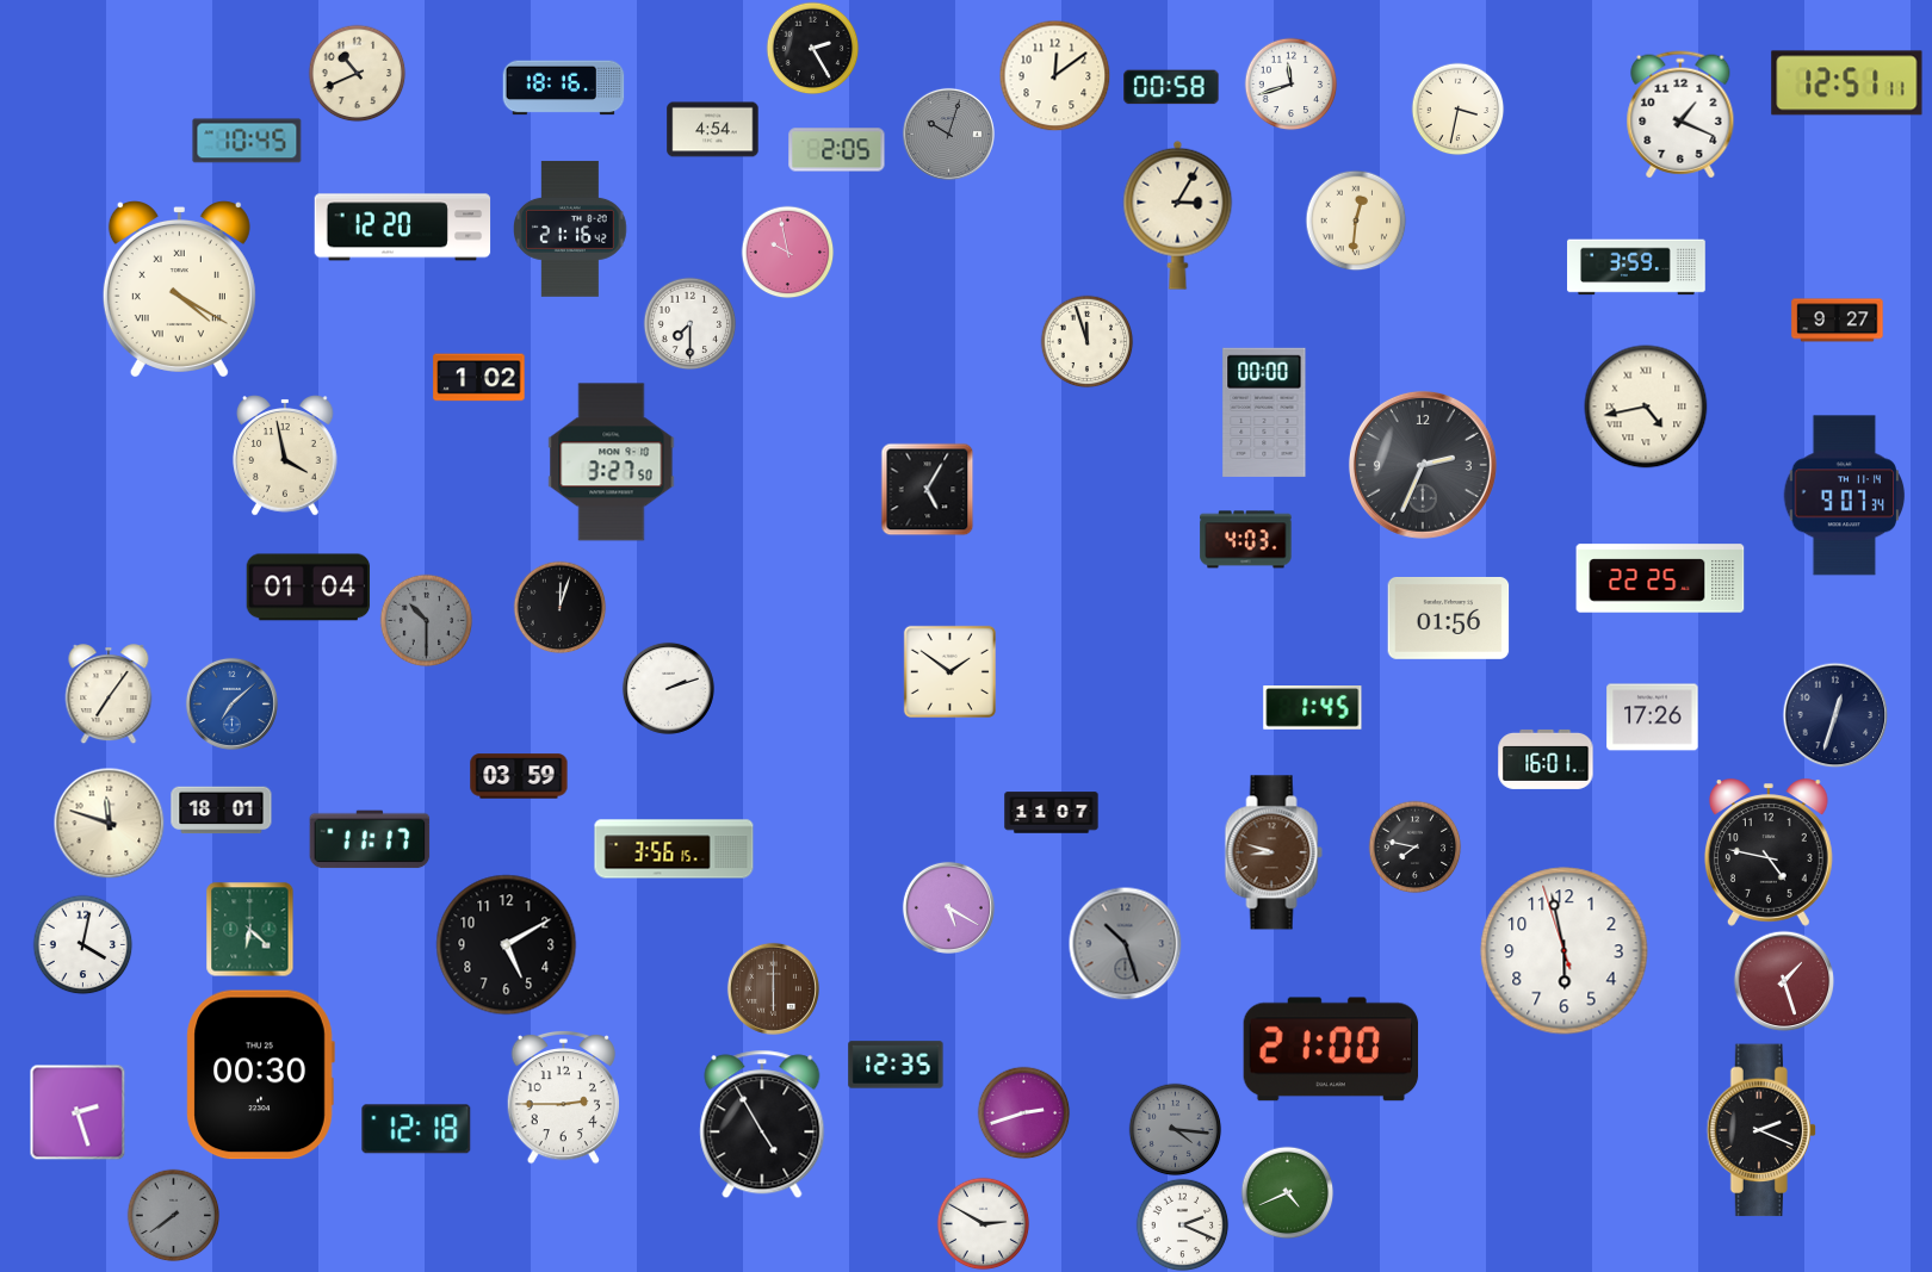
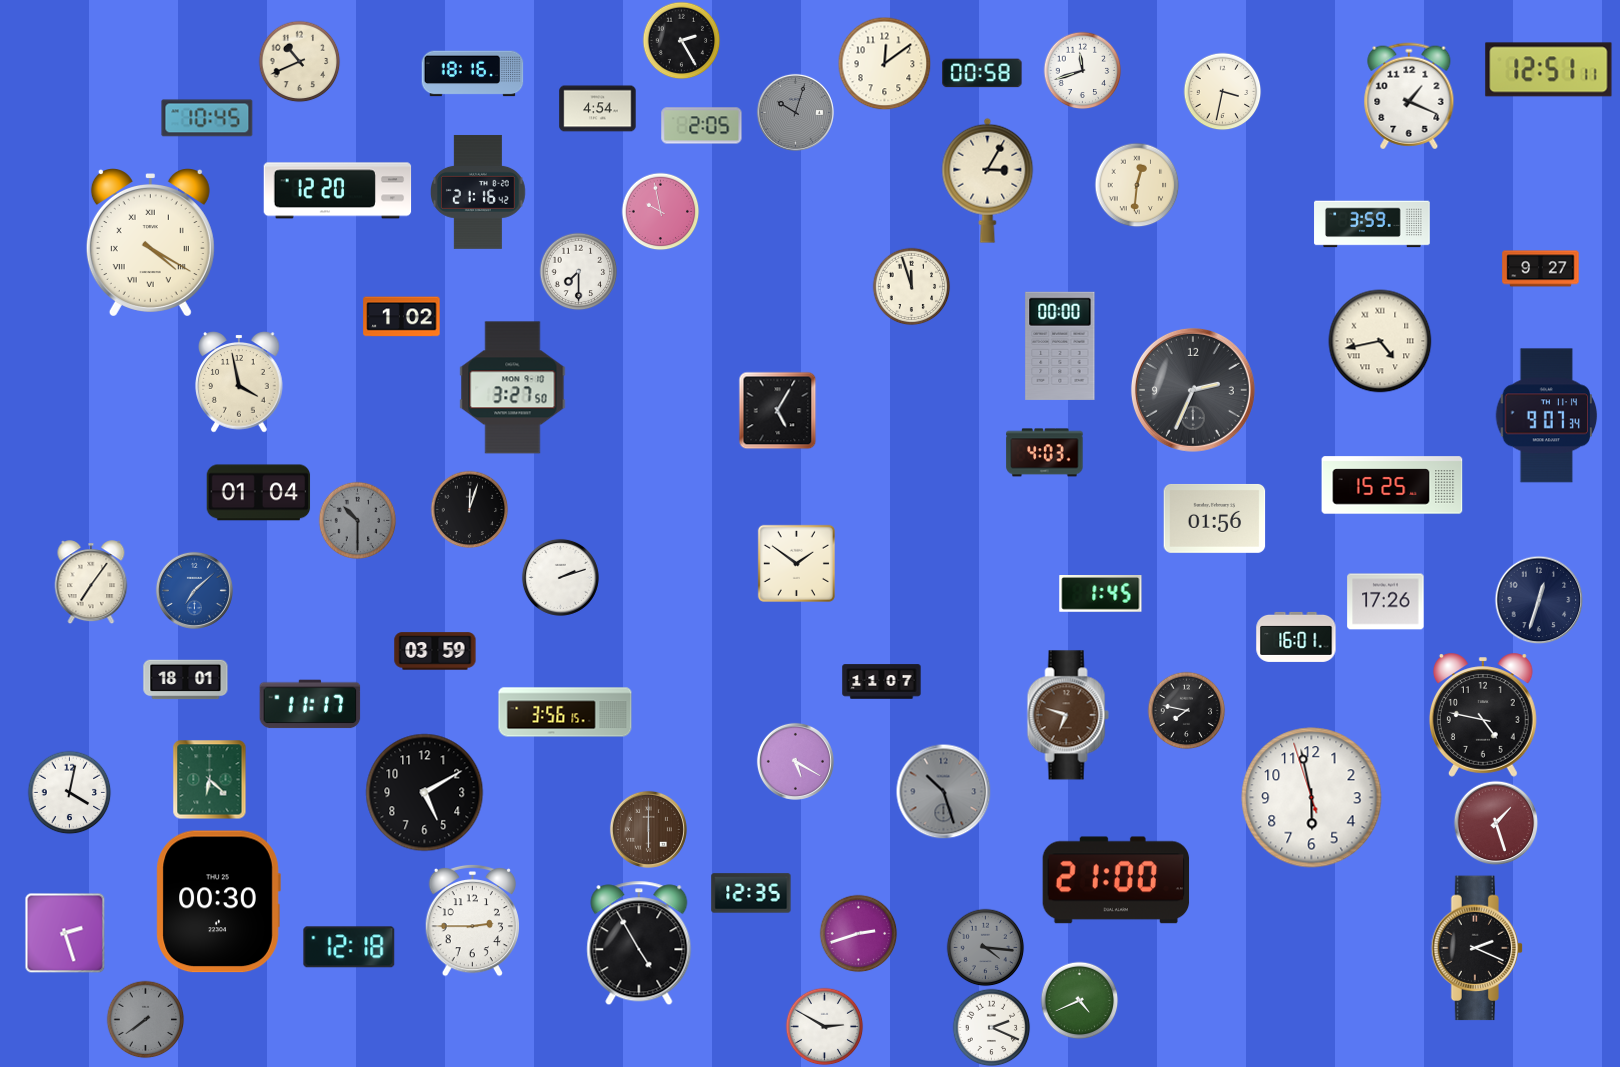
clock at (1660, 578): 22:25 -> 15:25
clock at (109, 823): 11:48 -> none
clock at (1274, 852): 8:48 -> 6:48
